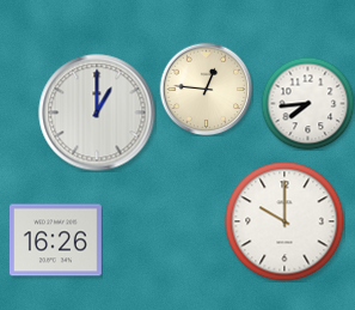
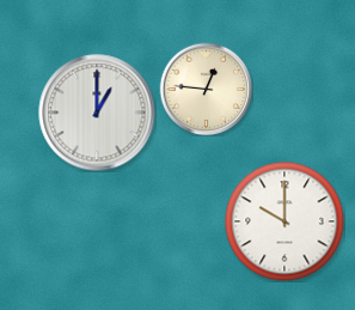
clock at (307, 103): 7:44 -> none
clock at (55, 241): 16:26 -> none
